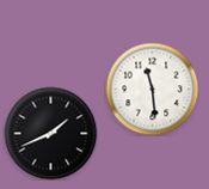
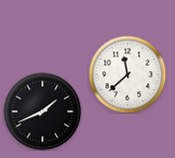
clock at (152, 89): 11:29 -> 11:38
